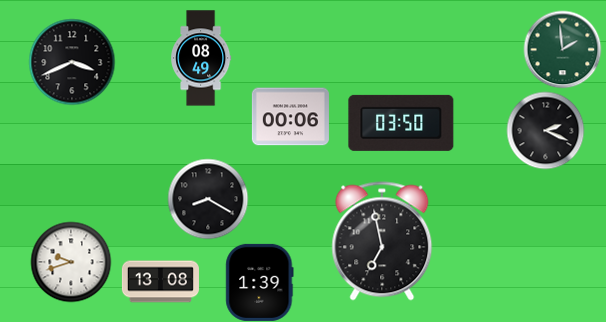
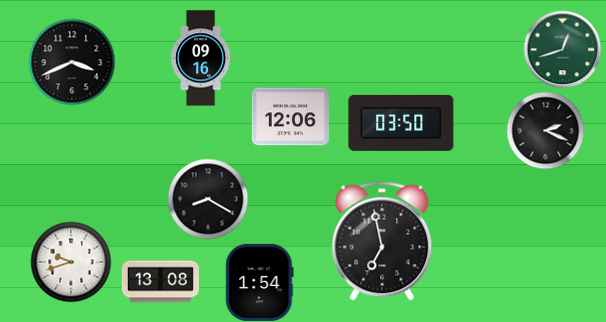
clock at (562, 49): 1:59 -> 12:42
clock at (201, 58): 08:49 -> 09:16
clock at (290, 117): 00:06 -> 12:06
clock at (260, 282): 1:39 -> 1:54
